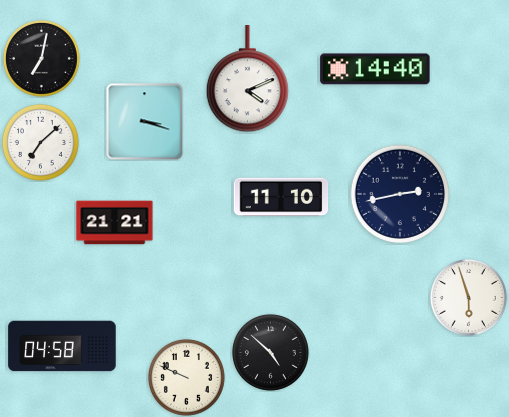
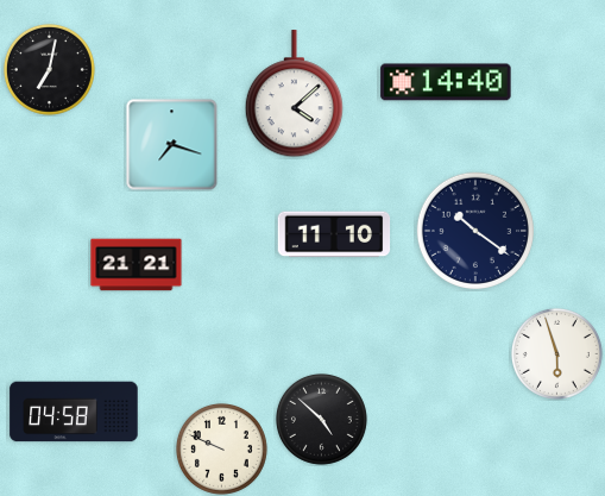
clock at (247, 79): 4:11 -> 4:08
clock at (145, 122): 3:18 -> 7:18
clock at (40, 142): 7:08 -> none
clock at (399, 193): 2:43 -> 10:21
